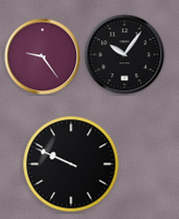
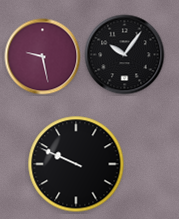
clock at (43, 57): 9:24 -> 9:28
clock at (71, 164) position: (71, 164) -> (76, 164)
